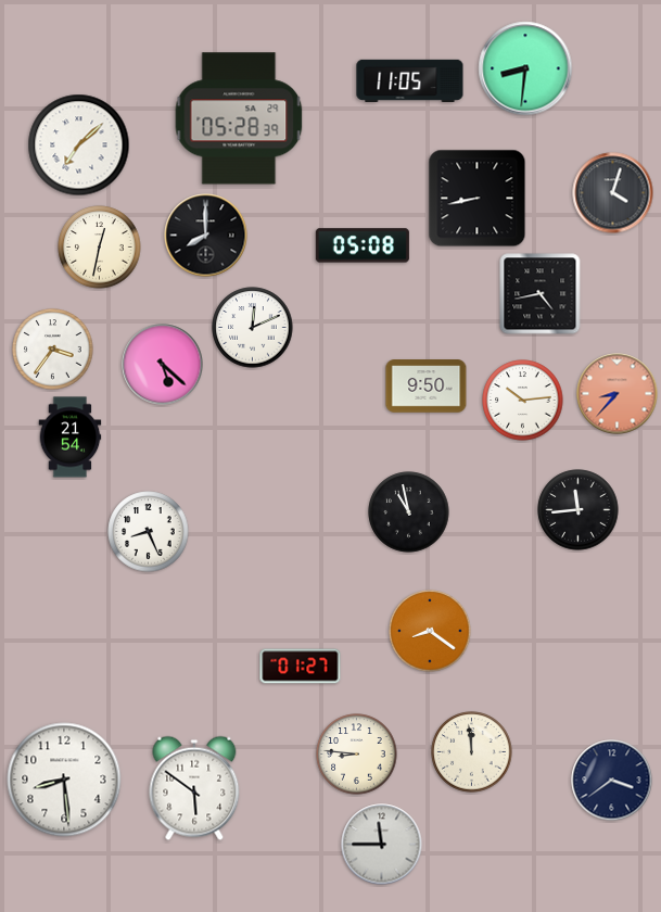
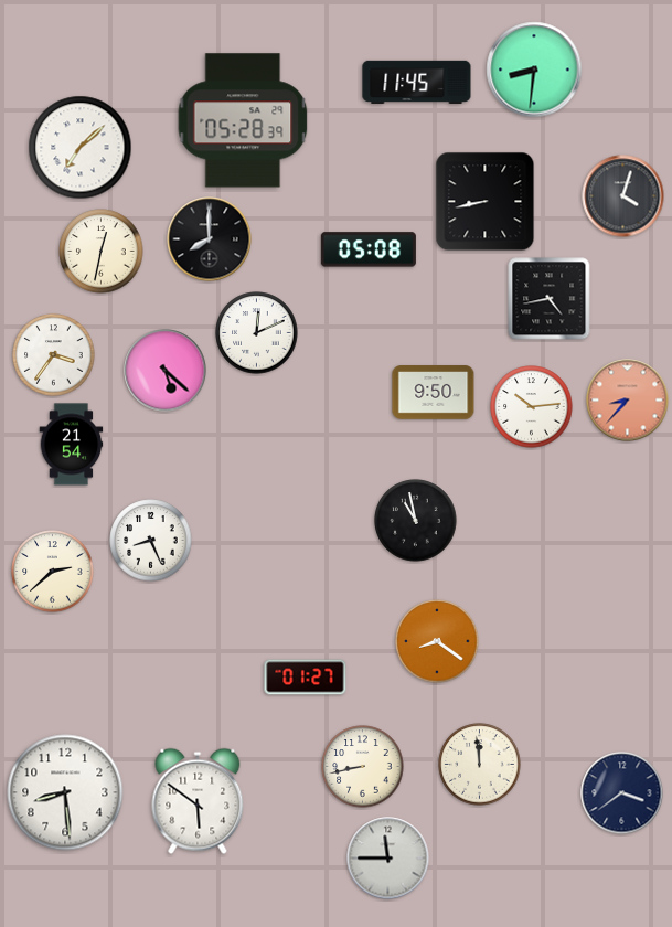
clock at (410, 80): 11:05 -> 11:45
clock at (579, 510): 11:44 -> none
clock at (53, 572): none -> 2:38
clock at (357, 755): 8:46 -> 8:43
